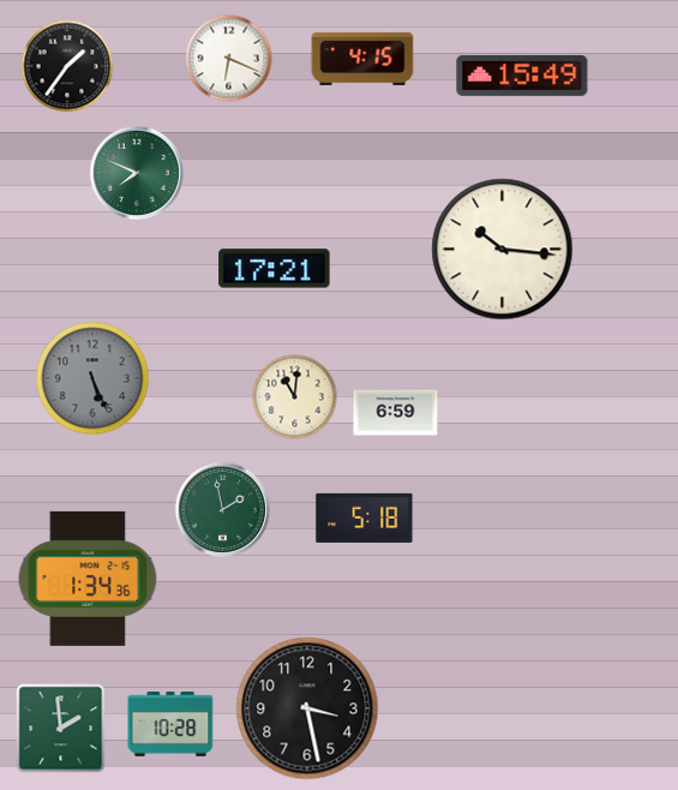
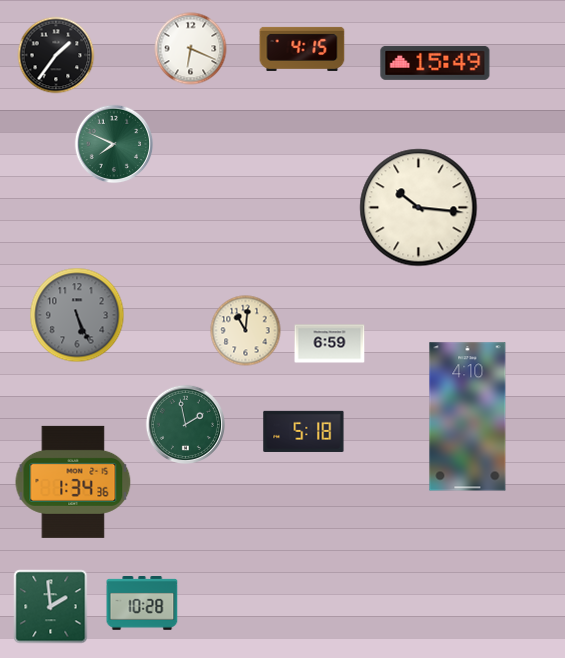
clock at (275, 269): 17:21 -> none
clock at (468, 417): none -> 4:10
clock at (307, 708): 3:28 -> none
